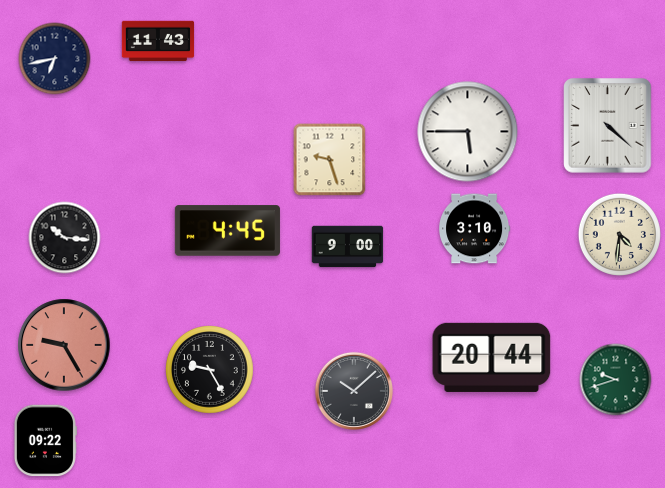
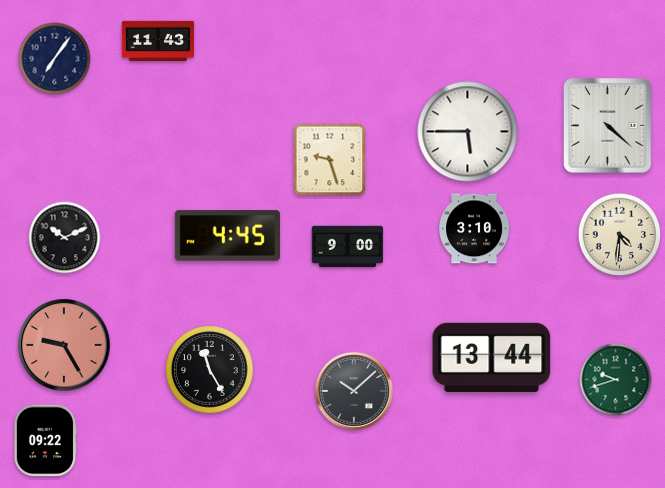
clock at (55, 59): 6:43 -> 7:06
clock at (227, 231) position: (227, 231) -> (227, 236)
clock at (65, 238): 10:16 -> 10:11
clock at (492, 357): 20:44 -> 13:44
clock at (210, 370): 9:25 -> 11:25
